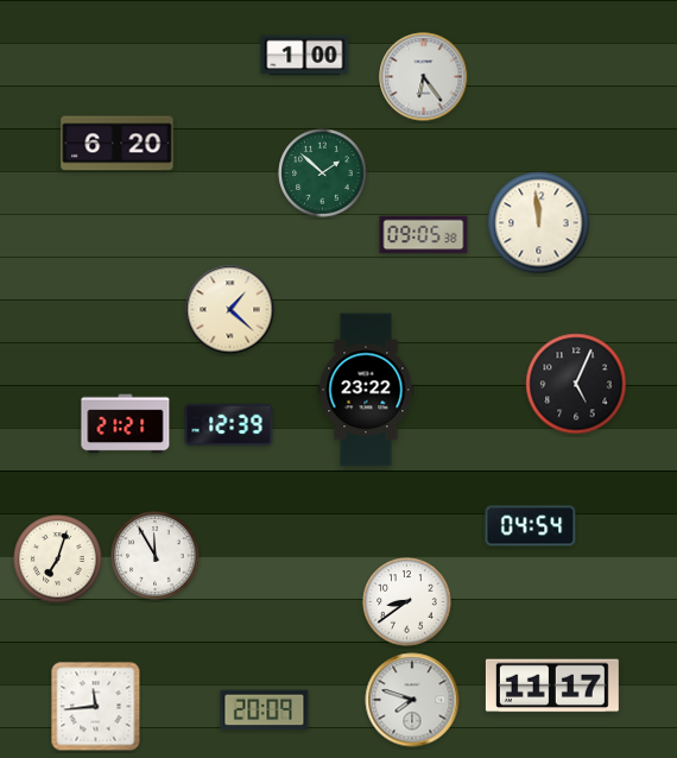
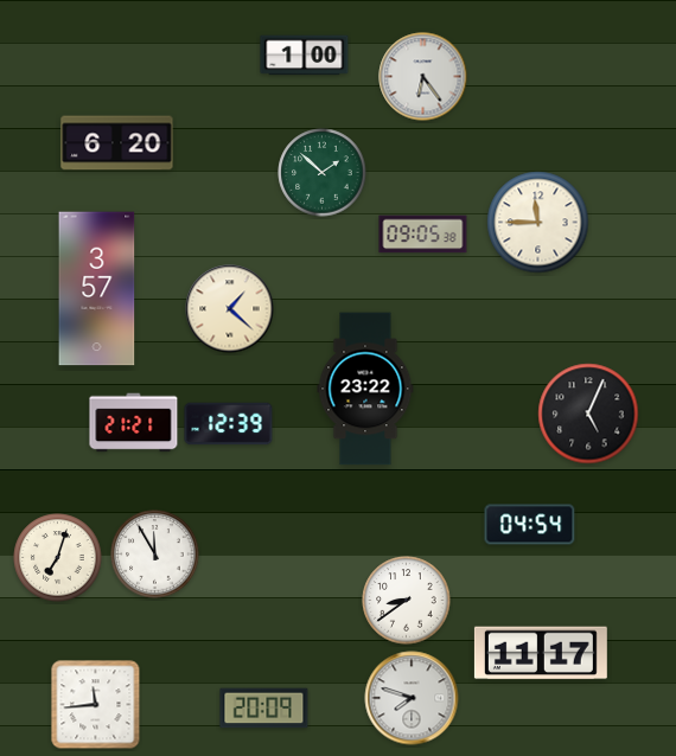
clock at (539, 223): 11:59 -> 11:45
clock at (97, 289): none -> 3:57
clock at (576, 384) position: (576, 384) -> (588, 414)
clock at (126, 424) position: (126, 424) -> (134, 423)
clock at (552, 686) position: (552, 686) -> (541, 653)
